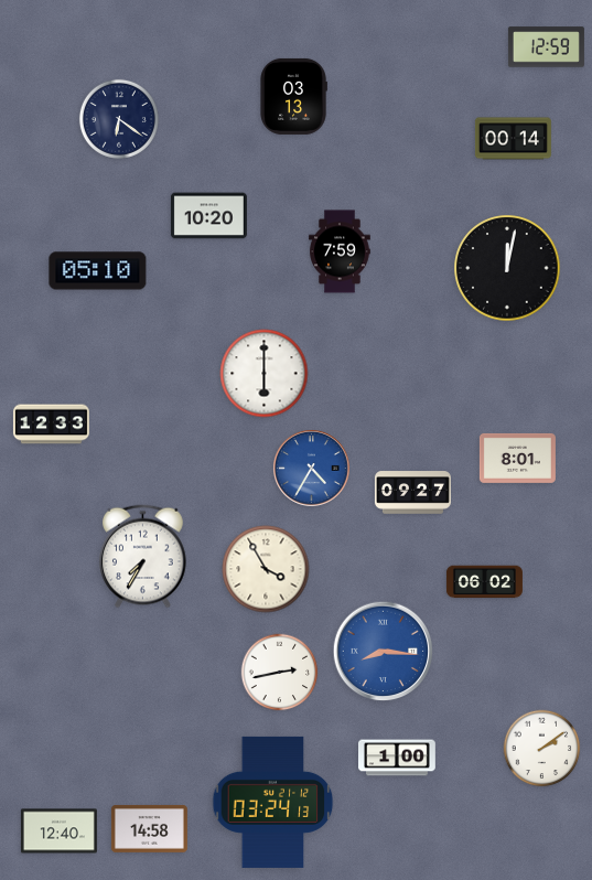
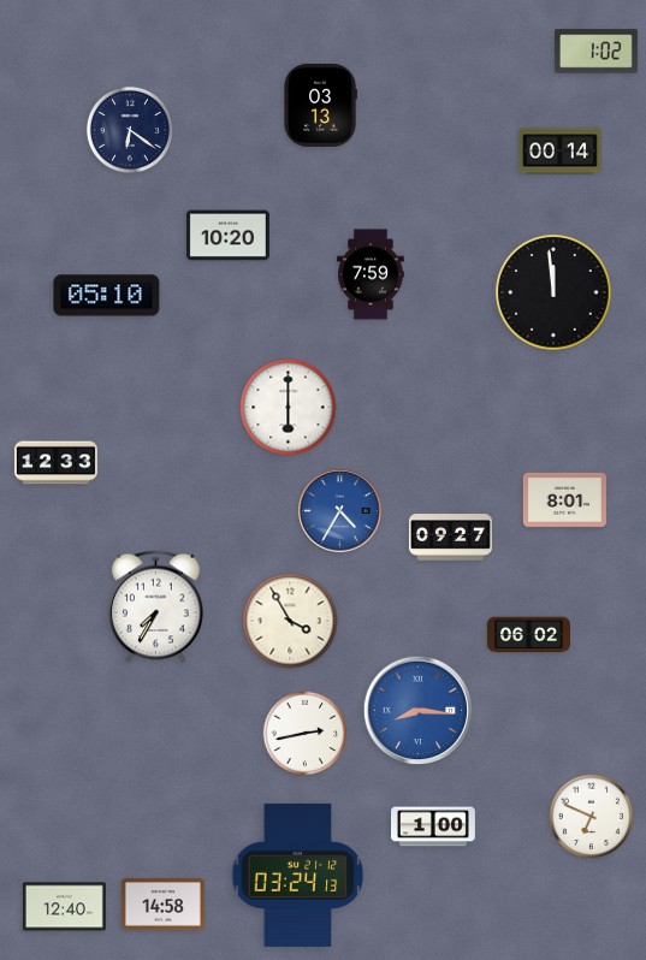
clock at (546, 47): 12:59 -> 1:02
clock at (507, 268): 12:02 -> 11:59
clock at (542, 749): 2:09 -> 6:49
